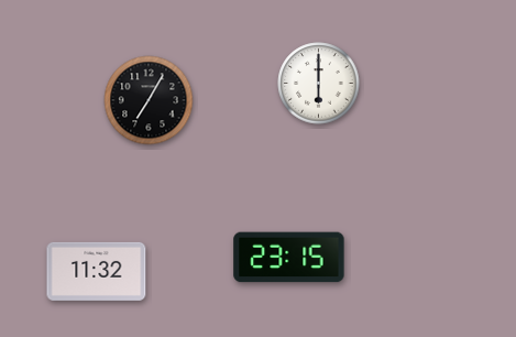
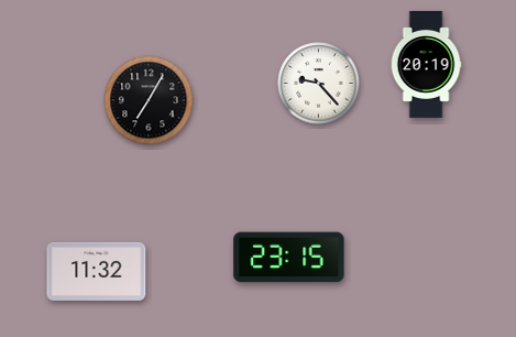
clock at (426, 64): none -> 20:19
clock at (319, 84): 6:00 -> 9:23
